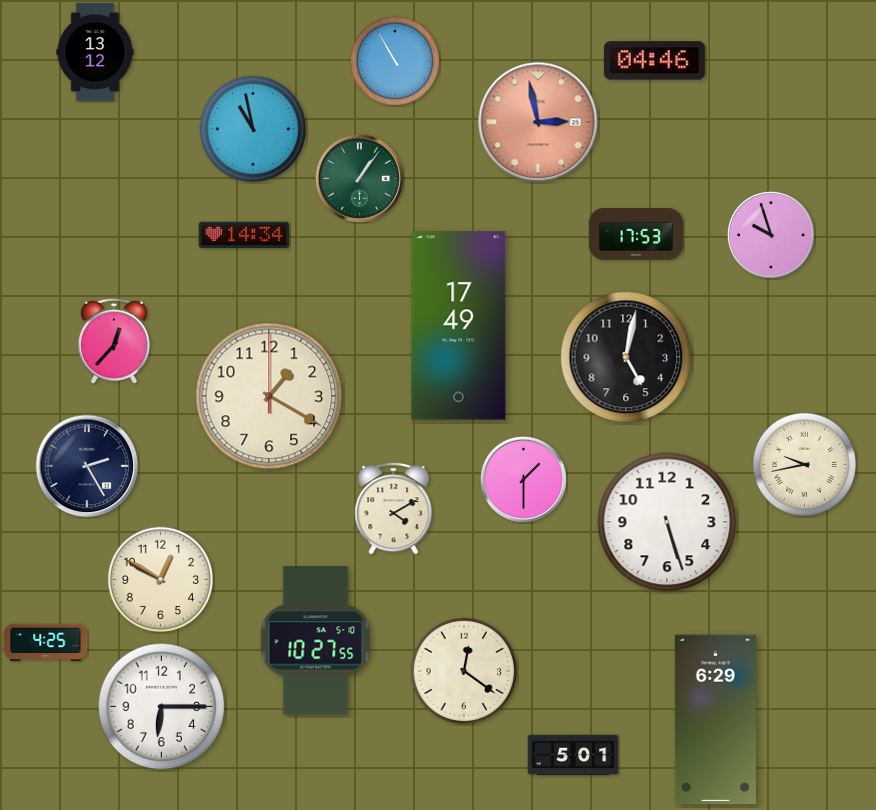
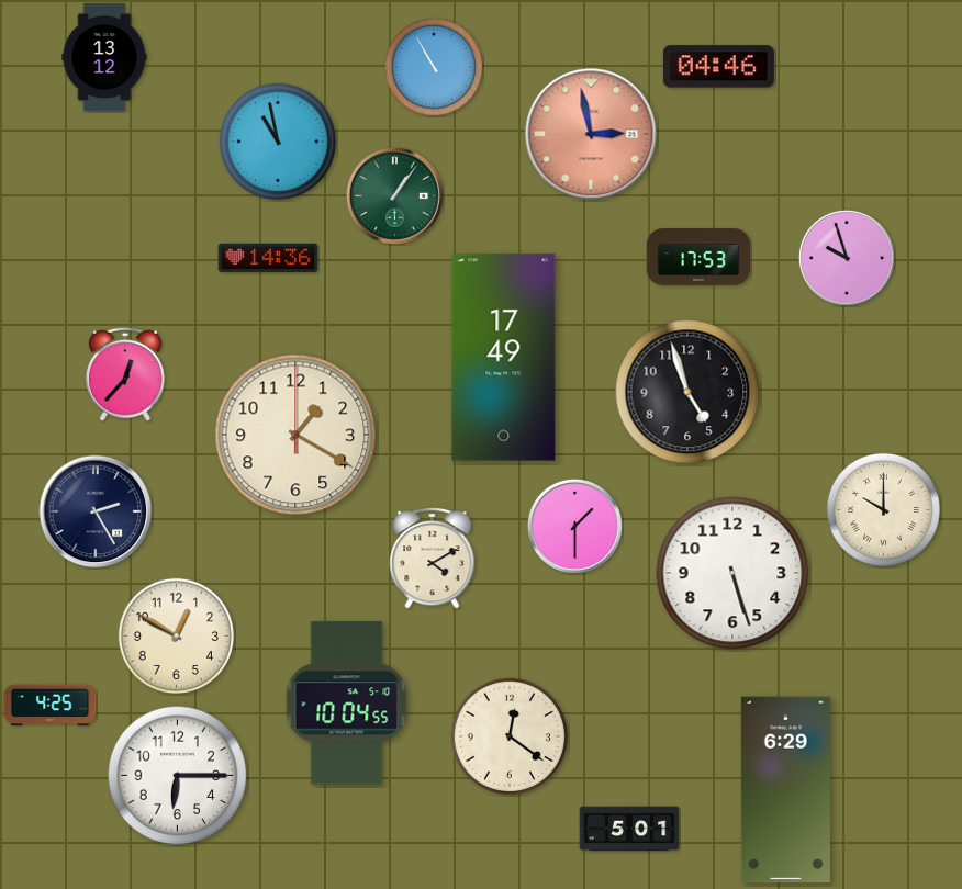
clock at (244, 235): 14:34 -> 14:36
clock at (626, 357): 5:02 -> 4:57
clock at (804, 464): 9:43 -> 10:00
clock at (316, 641): 10:27 -> 10:04
